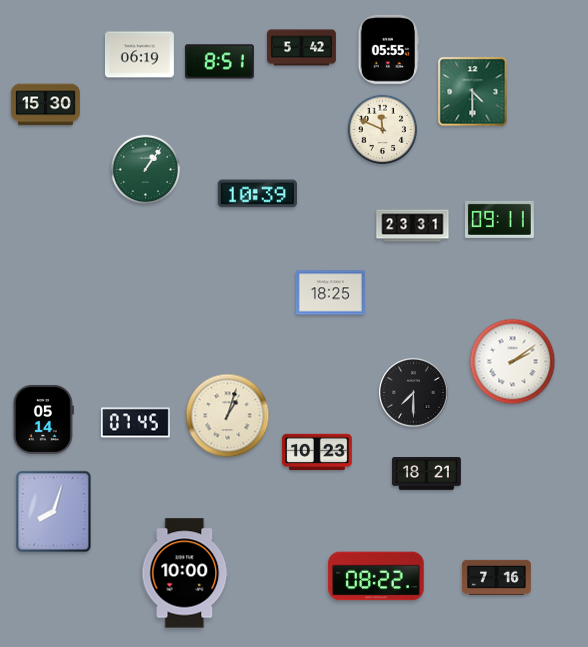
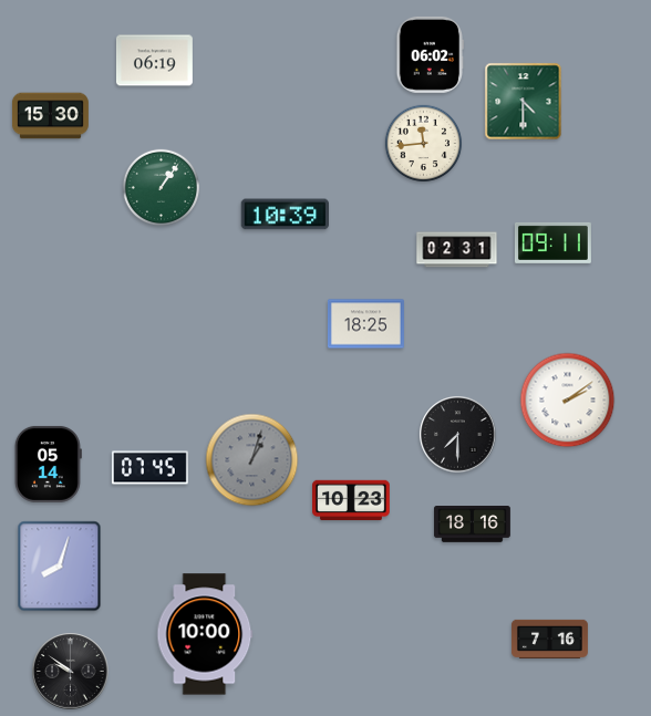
clock at (301, 48): 5:42 -> none
clock at (389, 49): 05:55 -> 06:02
clock at (219, 62): 8:51 -> none
clock at (383, 130): 11:49 -> 11:44
clock at (413, 226): 23:31 -> 02:31
clock at (228, 416) dial: cream -> grey
clock at (426, 474): 18:21 -> 18:16
clock at (376, 576): 08:22 -> none
clock at (71, 672): none -> 9:51
